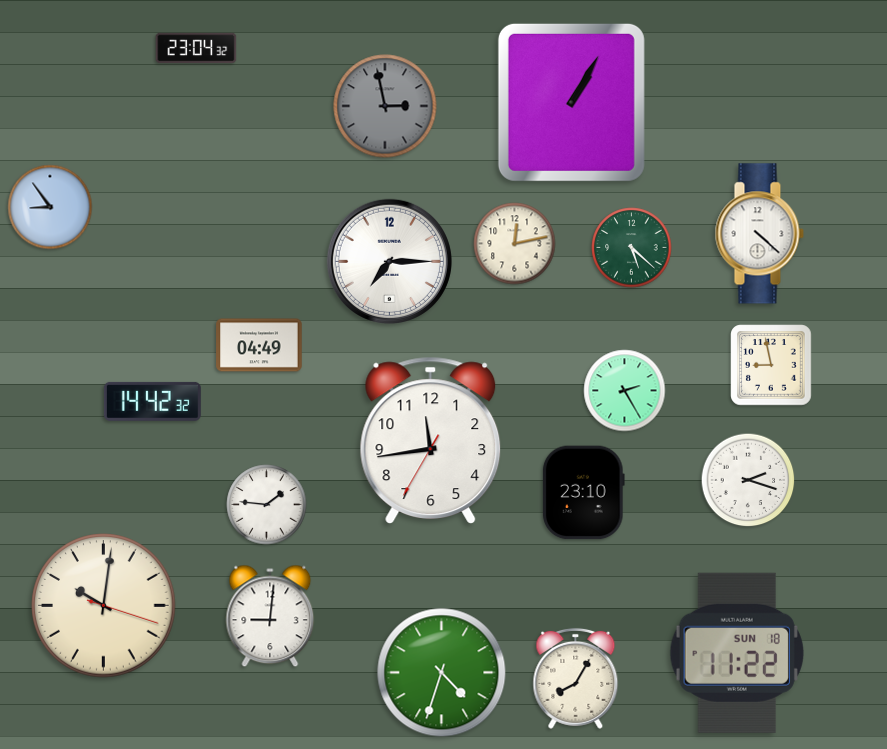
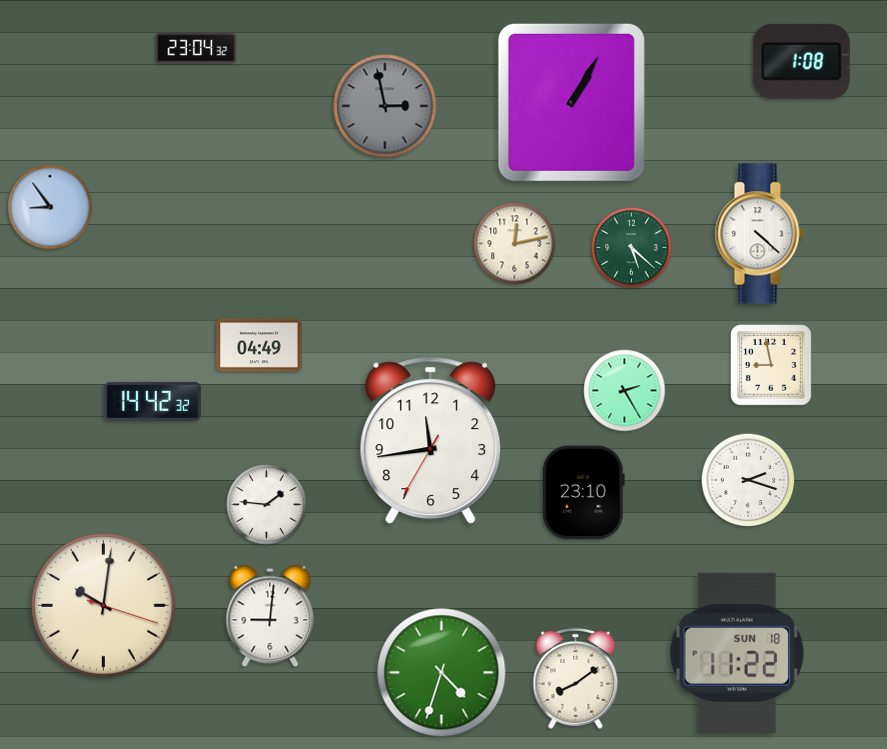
clock at (801, 61): none -> 1:08
clock at (389, 261): 7:15 -> none
clock at (576, 678): 8:05 -> 8:09
